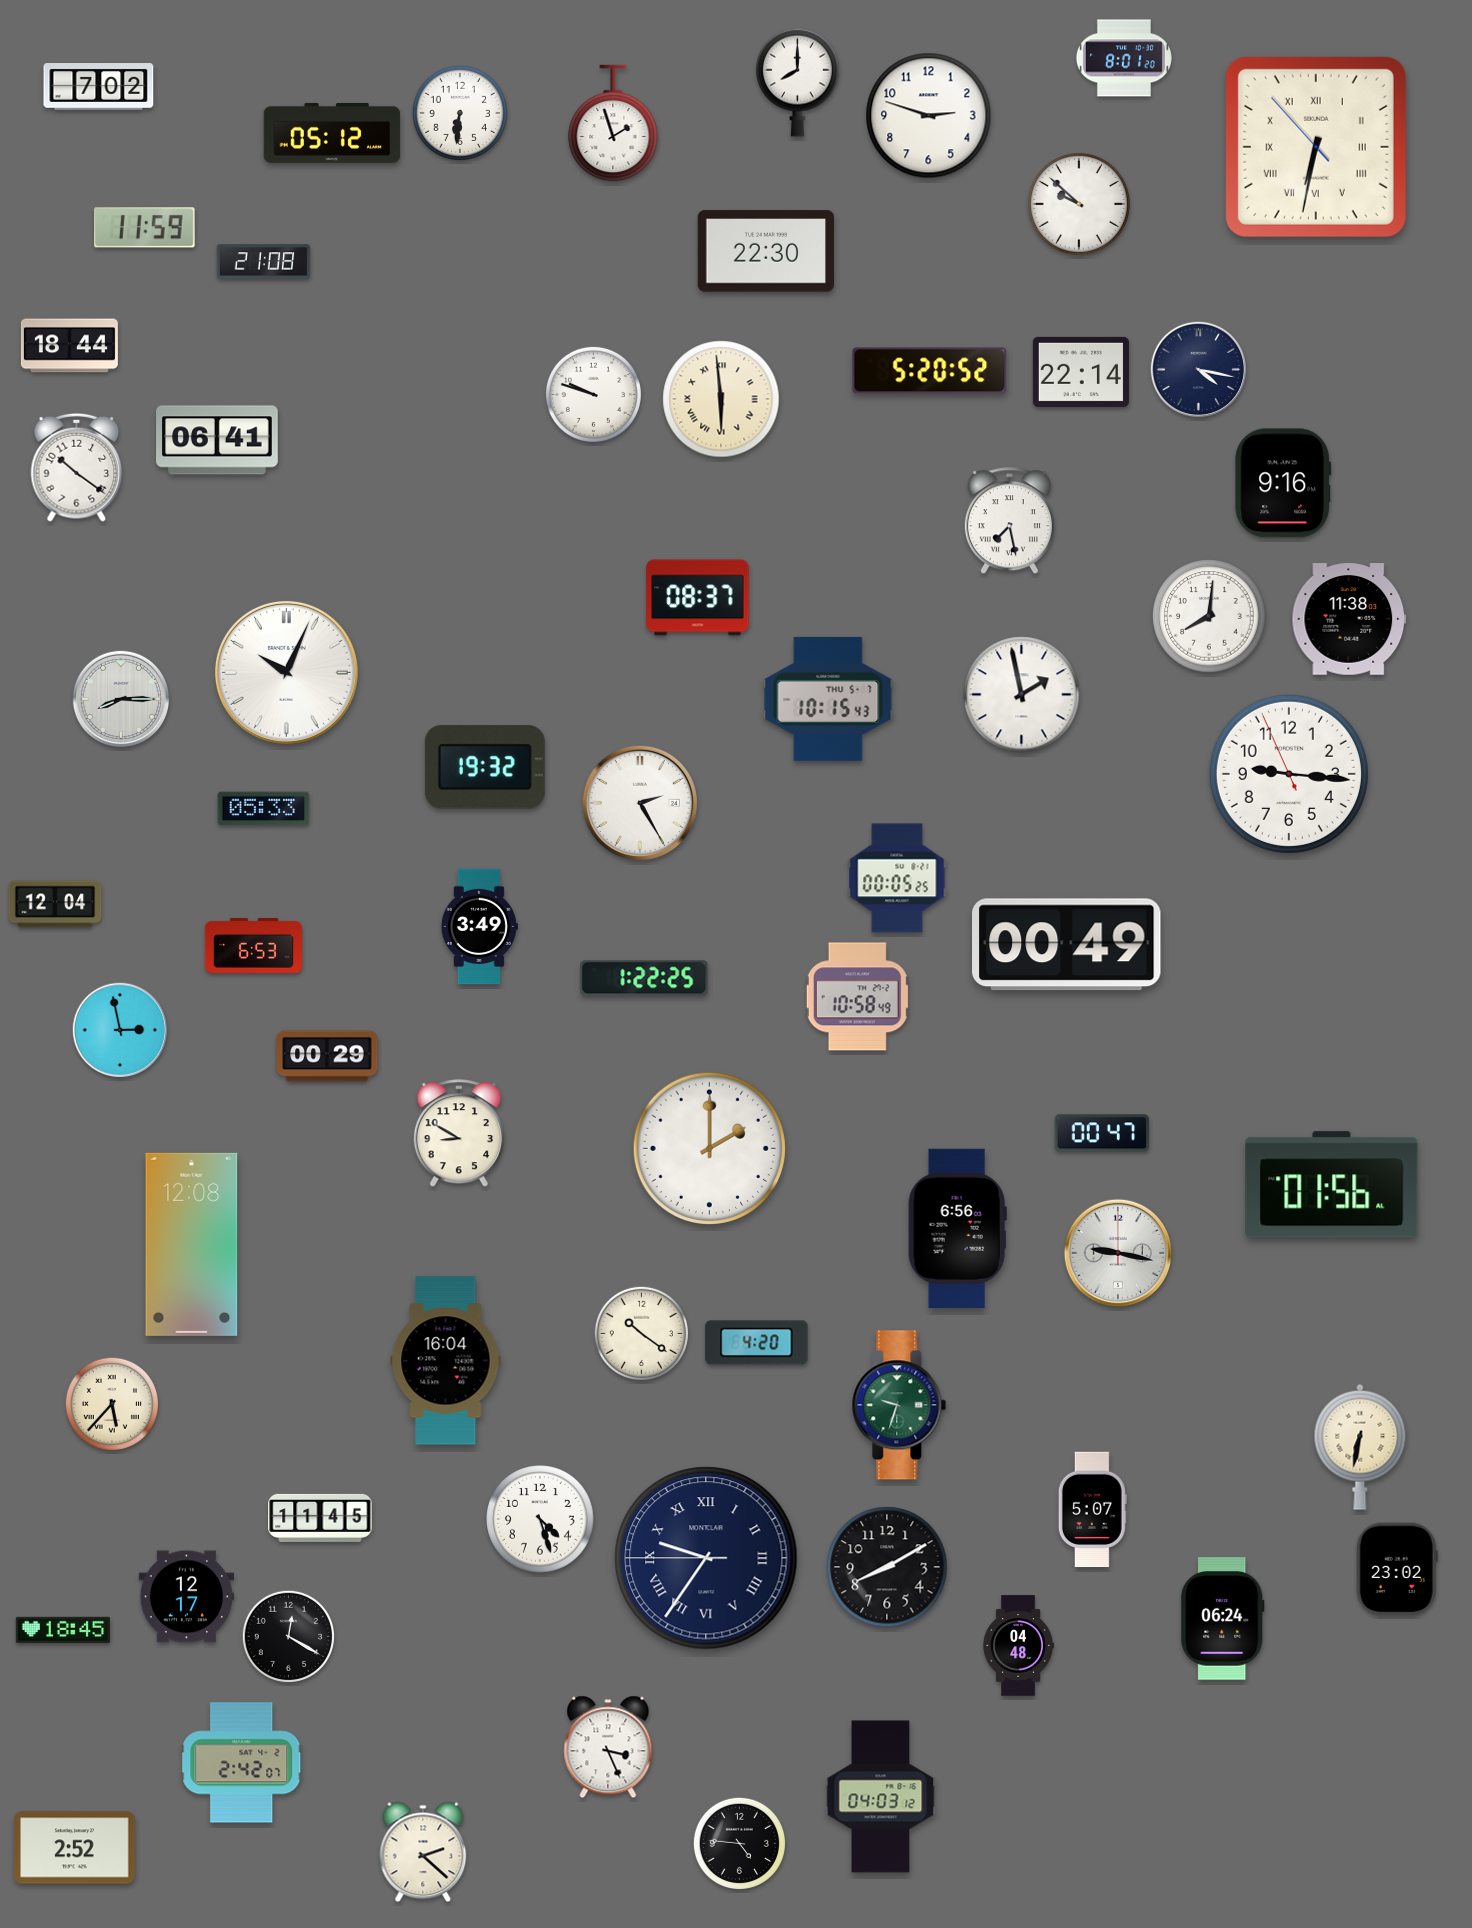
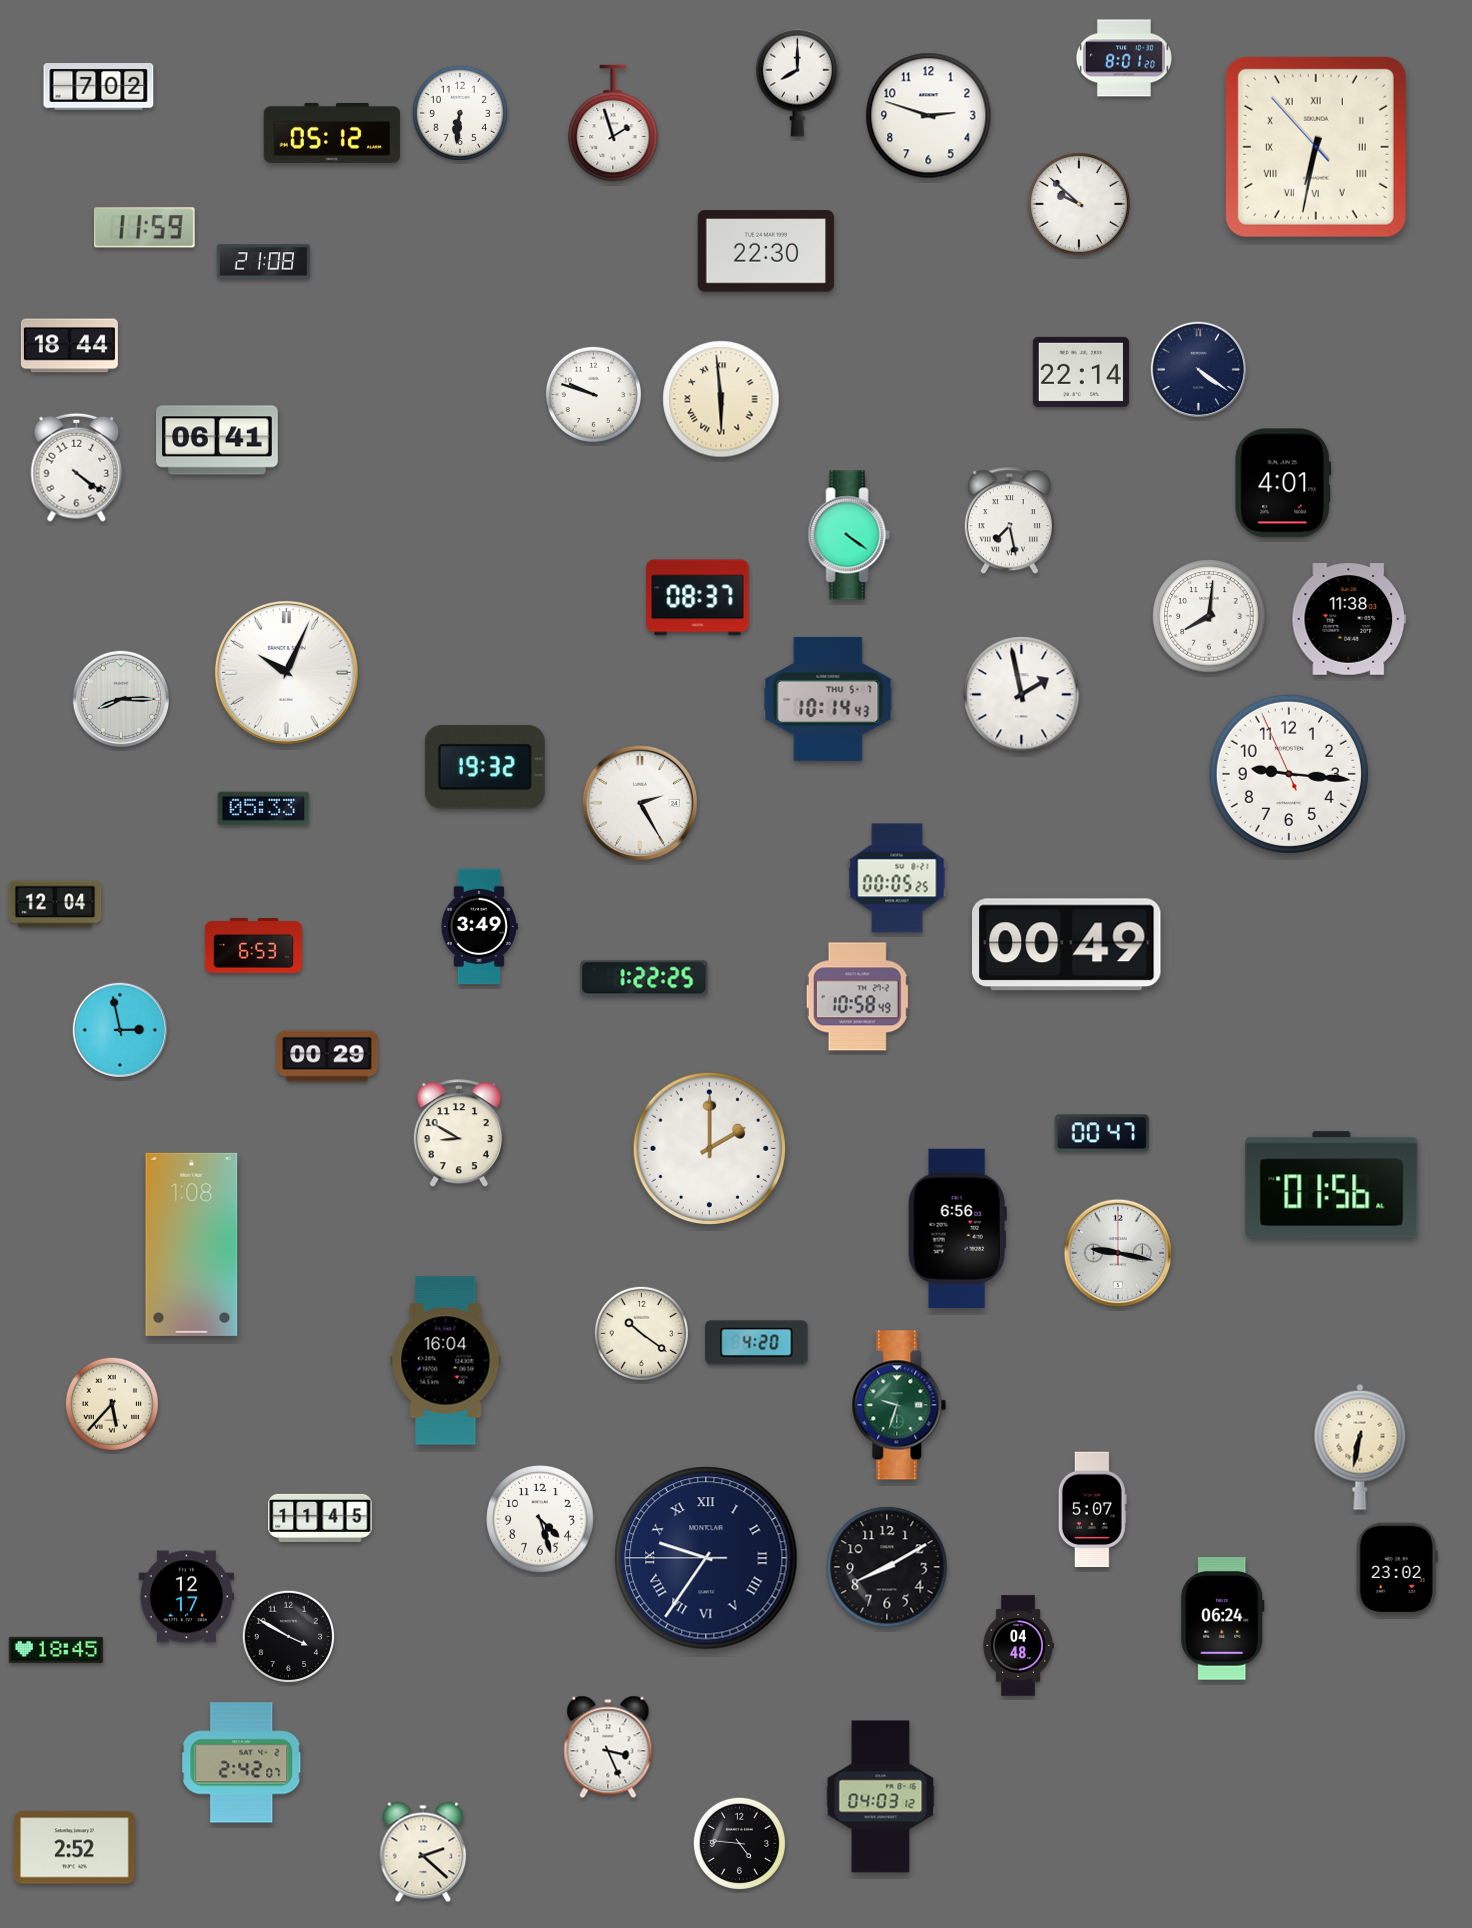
clock at (1198, 369): 4:17 -> 4:21
clock at (930, 371): 5:20 -> none
clock at (77, 467): 10:21 -> 4:21
clock at (1283, 483): 9:16 -> 4:01
clock at (849, 535): none -> 4:21
clock at (828, 699): 10:15 -> 10:14
clock at (192, 1244): 12:08 -> 1:08
clock at (63, 1630) position: (63, 1630) -> (56, 1650)
clock at (288, 1636): 12:20 -> 3:50
